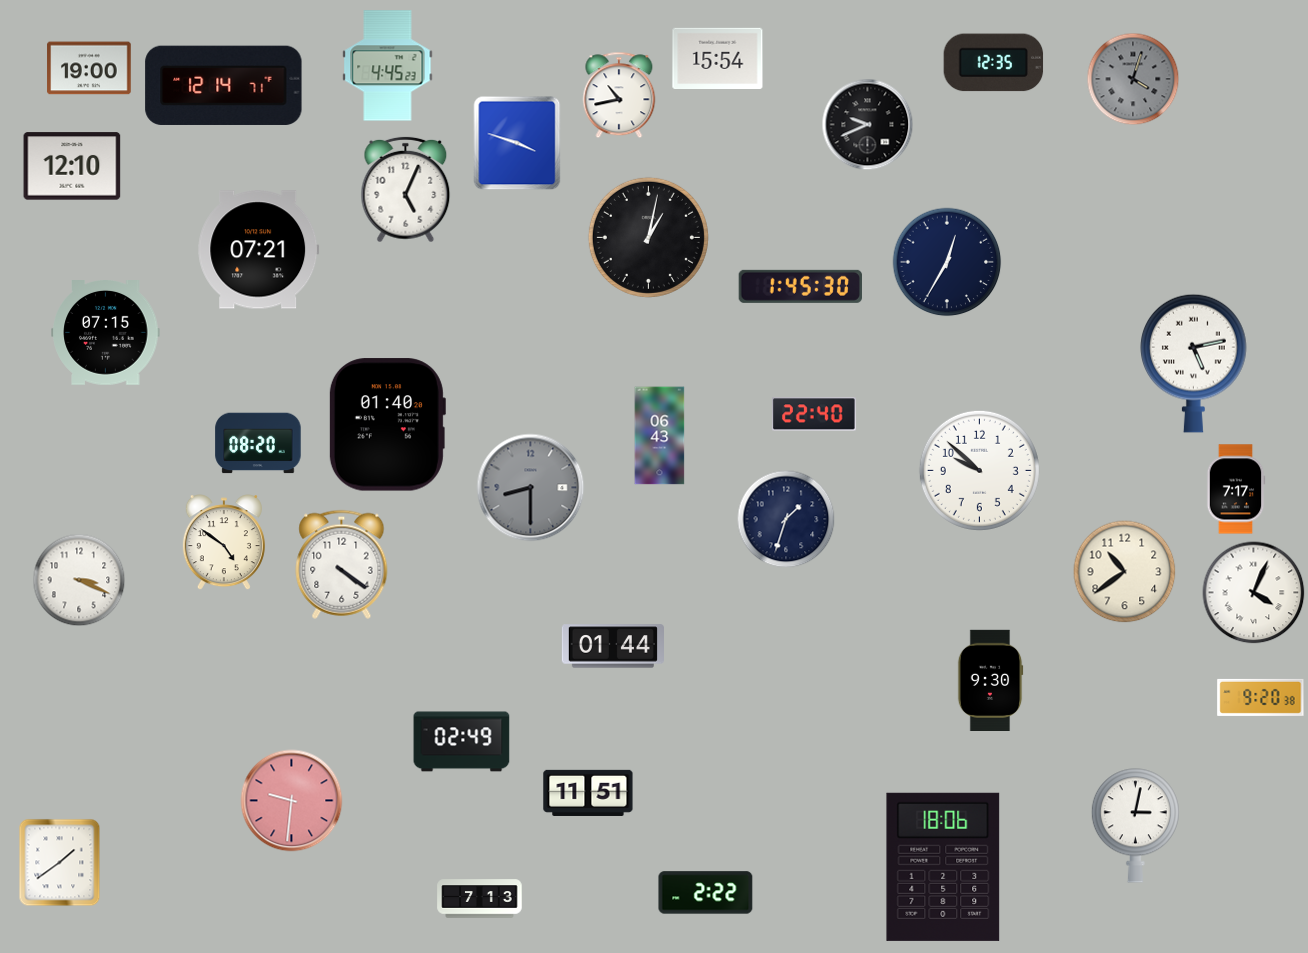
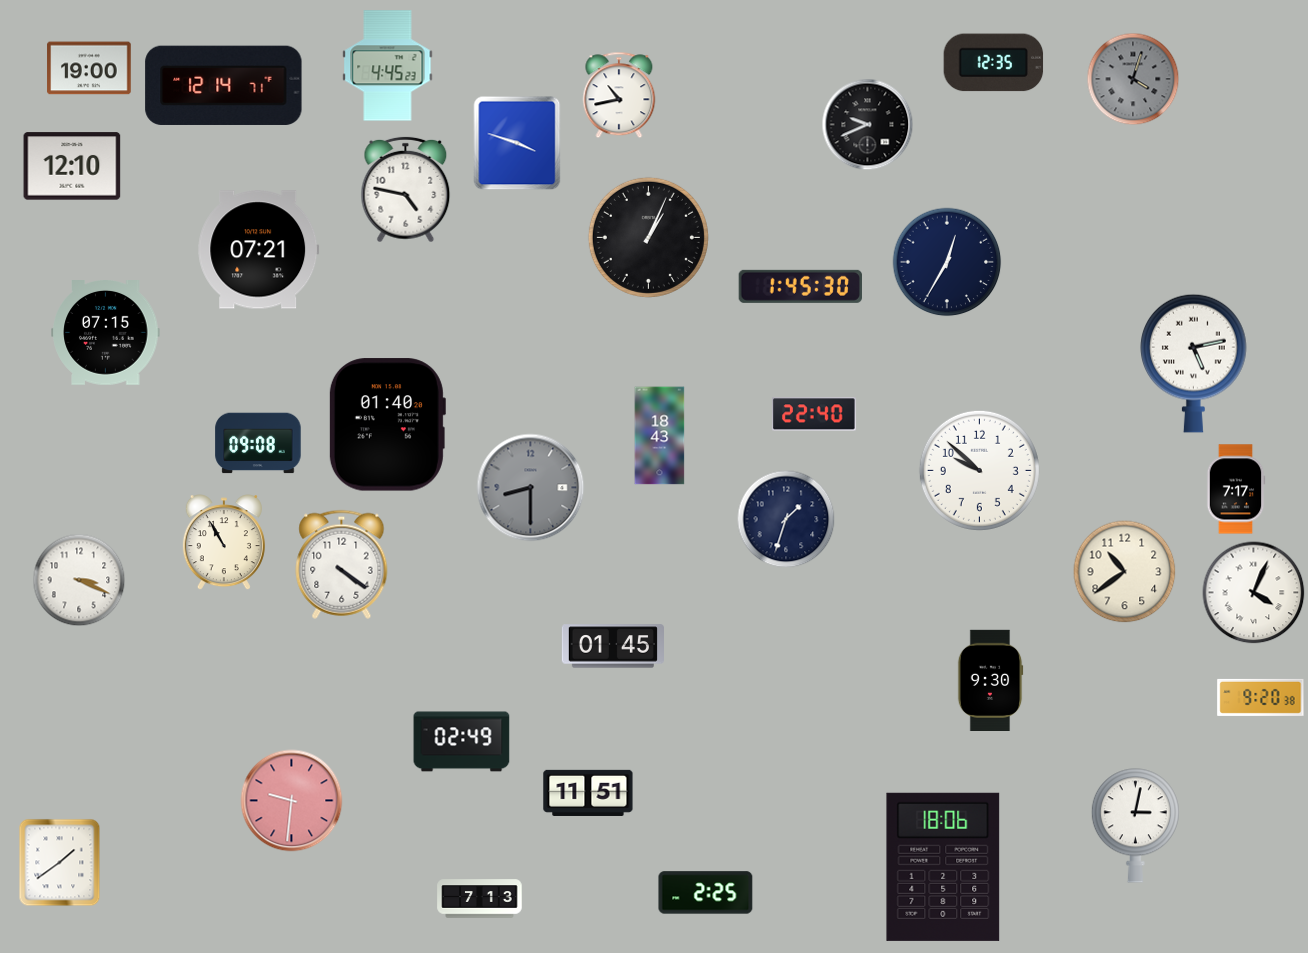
clock at (718, 58): 15:54 -> none
clock at (406, 190): 5:04 -> 4:47
clock at (648, 237): 1:02 -> 1:04
clock at (660, 436): 06:43 -> 18:43
clock at (258, 443): 08:20 -> 09:08
clock at (224, 543): 4:51 -> 10:55
clock at (613, 646): 01:44 -> 01:45
clock at (706, 893): 2:22 -> 2:25
